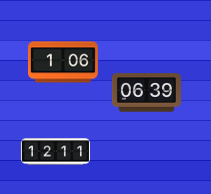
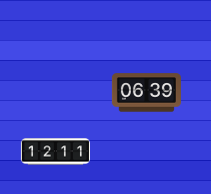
clock at (63, 62): 1:06 -> none
